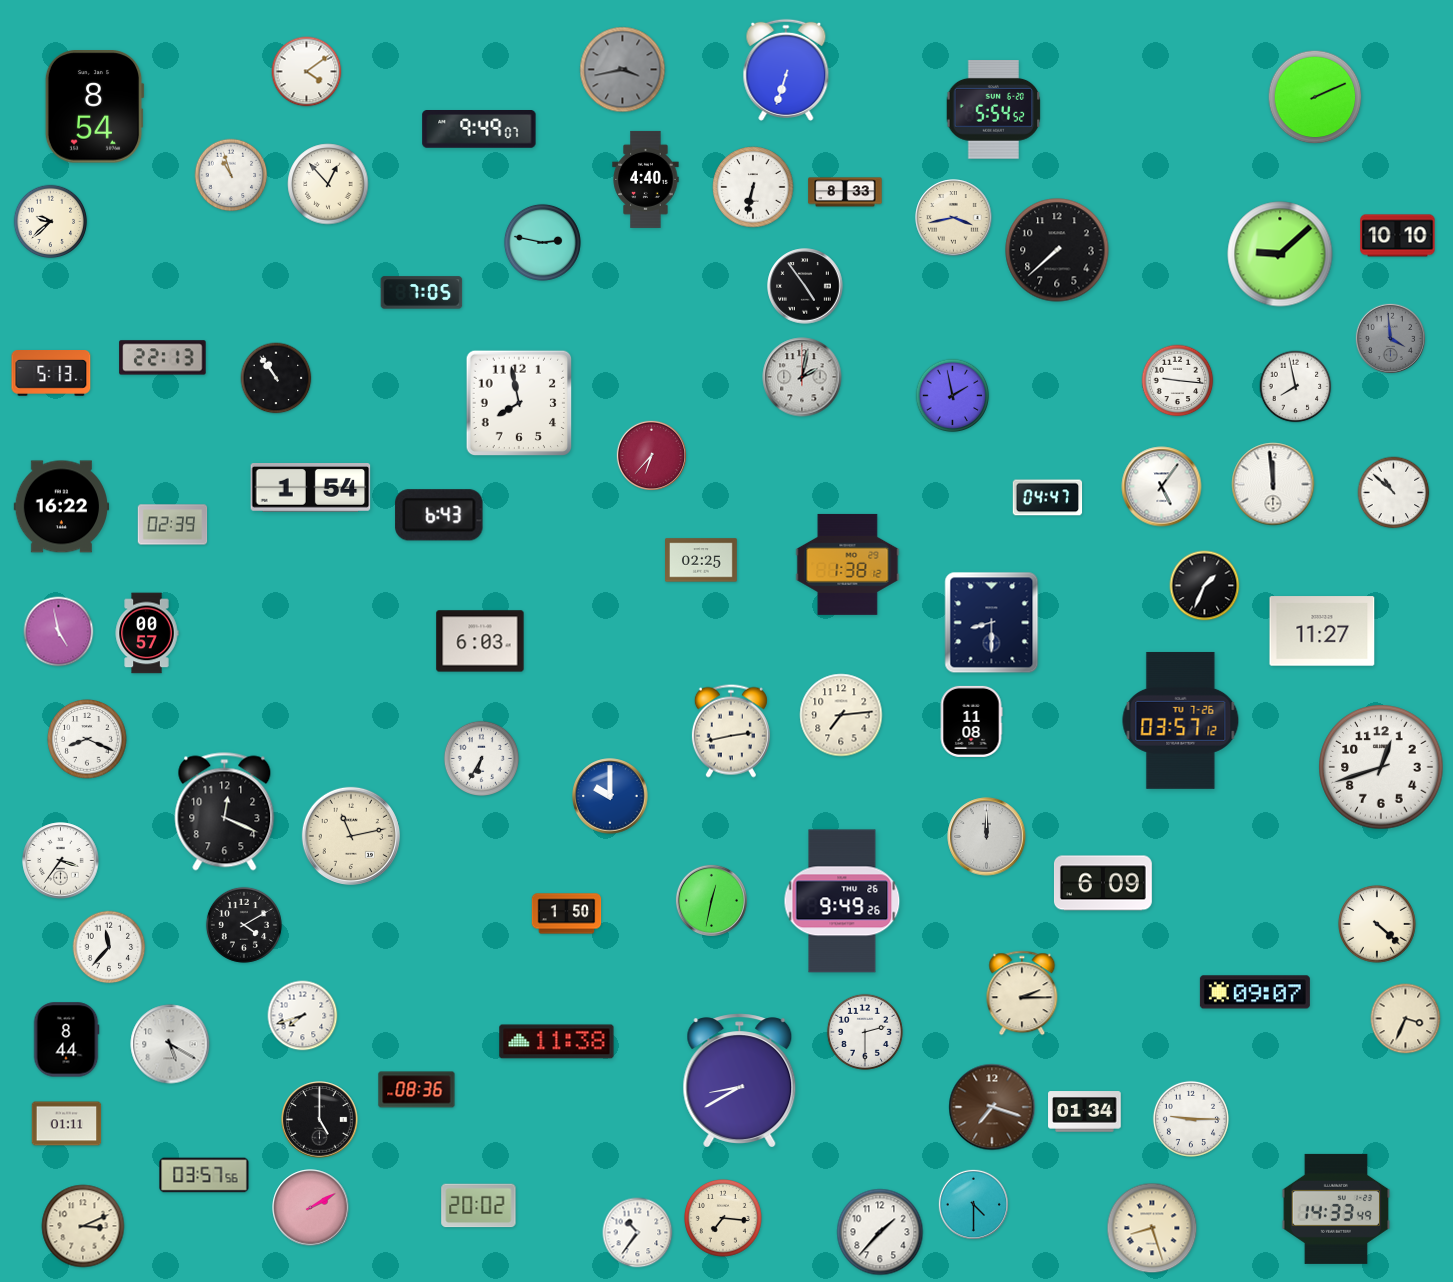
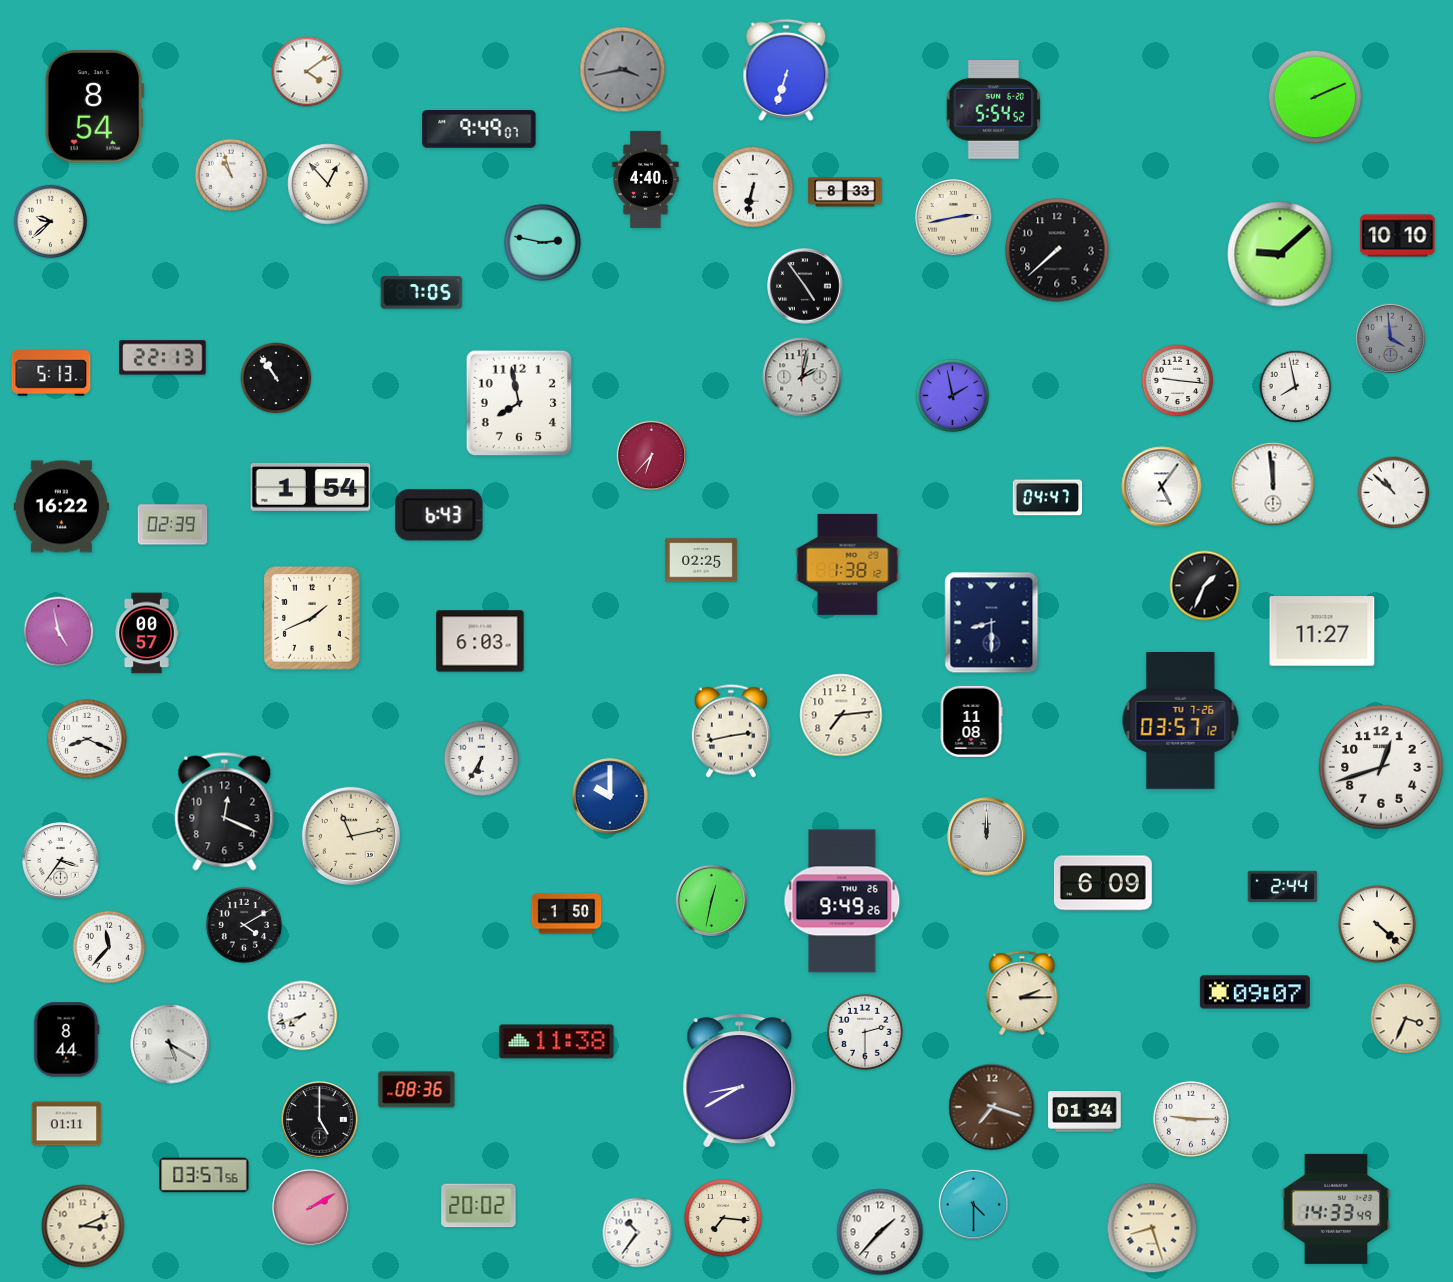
clock at (954, 218): 3:43 -> 2:43
clock at (312, 618): none -> 1:41
clock at (1283, 886): none -> 2:44
